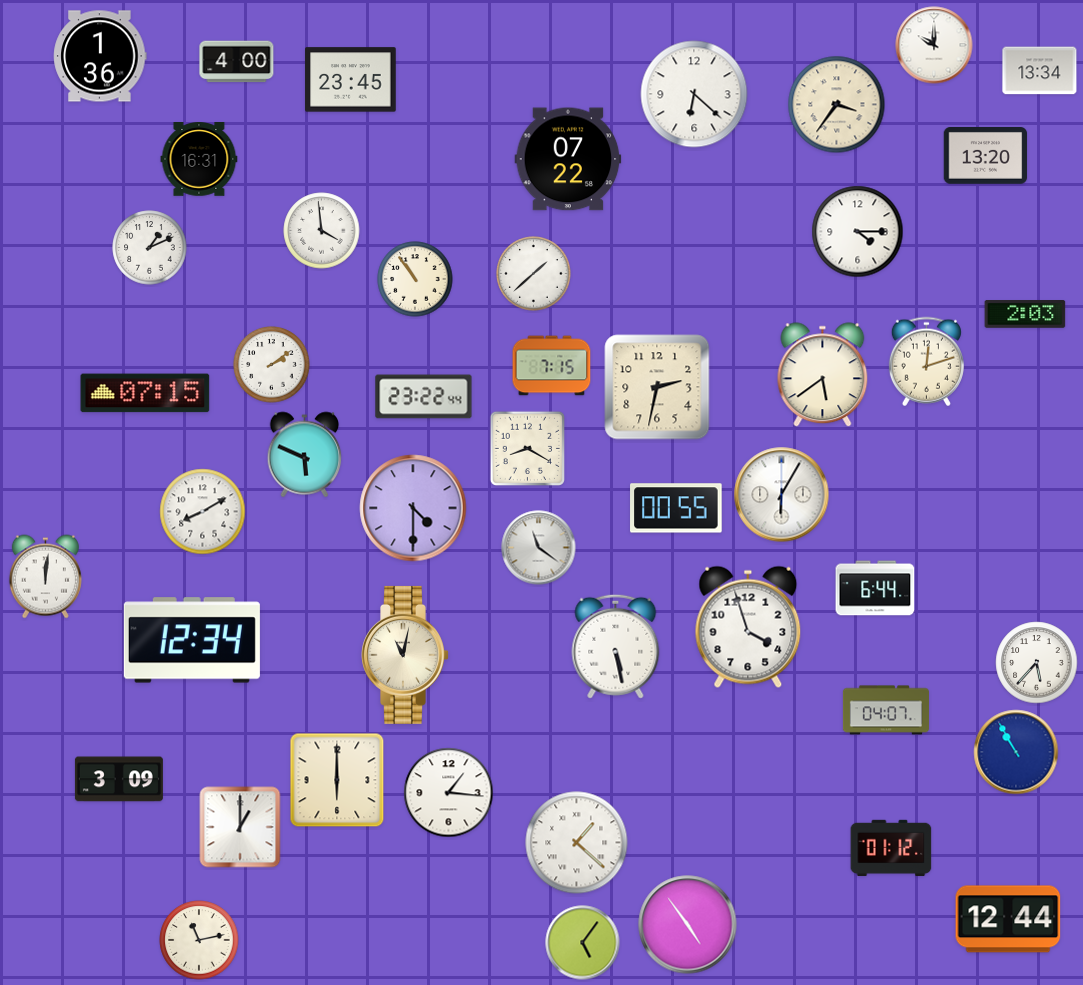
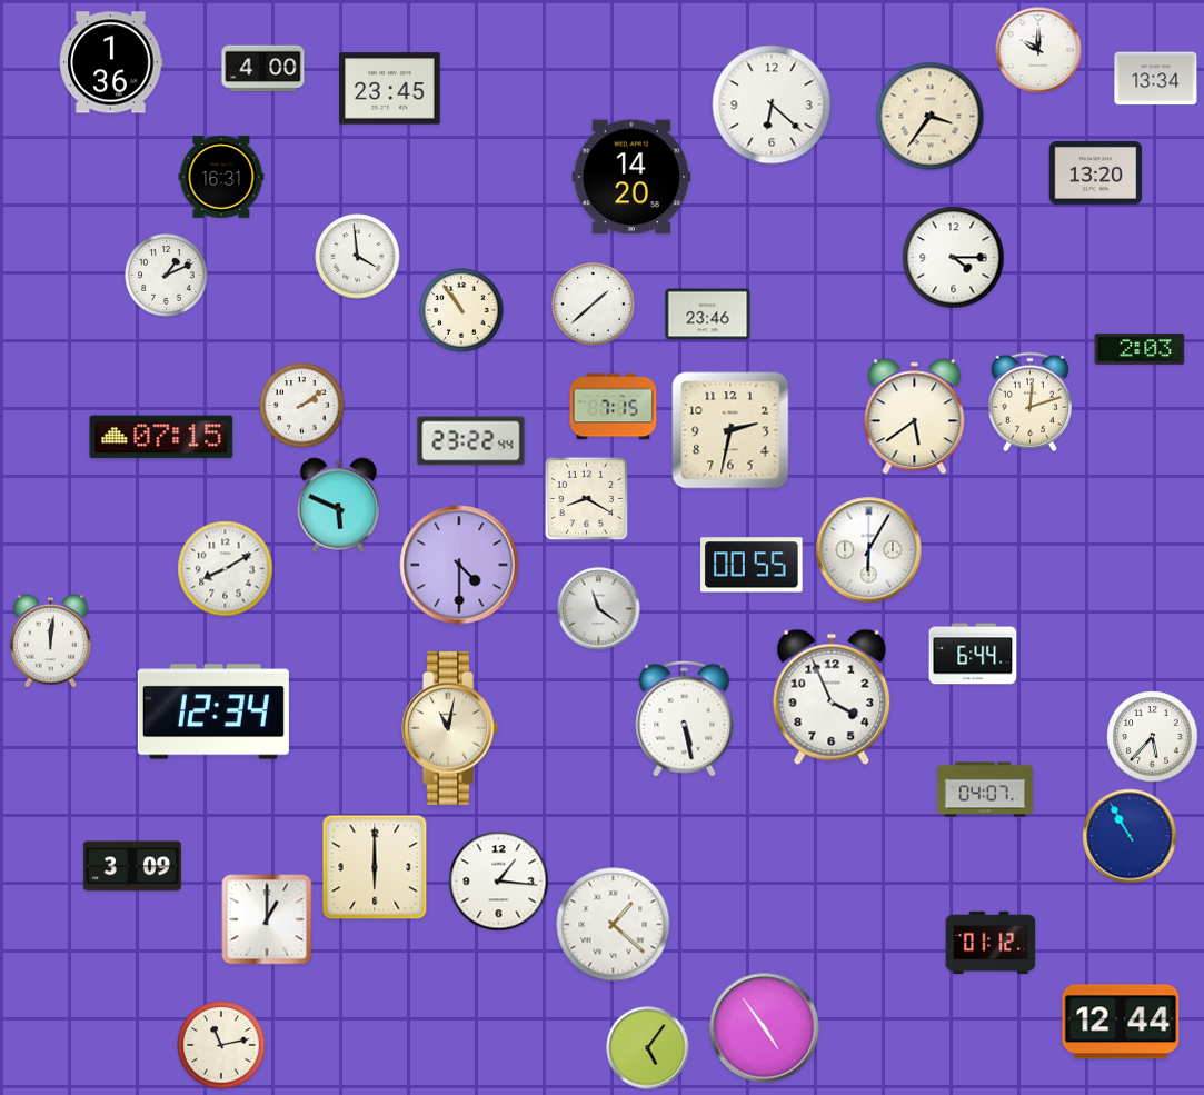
clock at (568, 159): 07:22 -> 14:20
clock at (708, 315): none -> 23:46
clock at (748, 627): 3:57 -> 3:56
clock at (577, 843) position: (577, 843) -> (614, 925)
